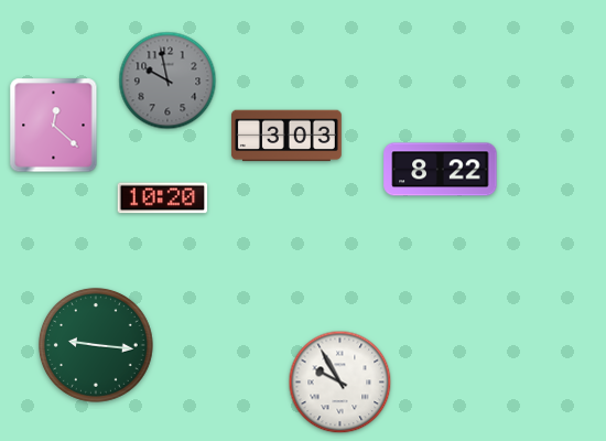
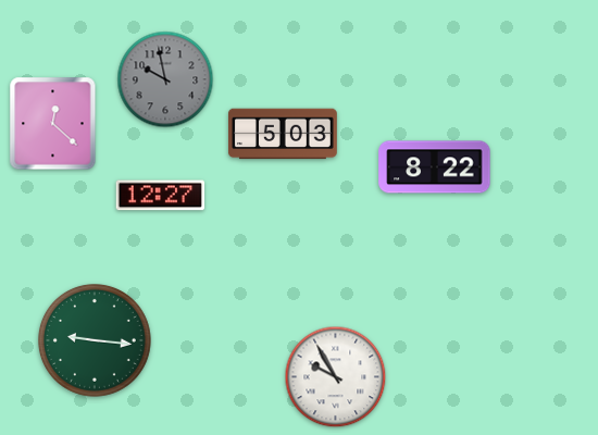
clock at (286, 136): 3:03 -> 5:03
clock at (163, 198): 10:20 -> 12:27
